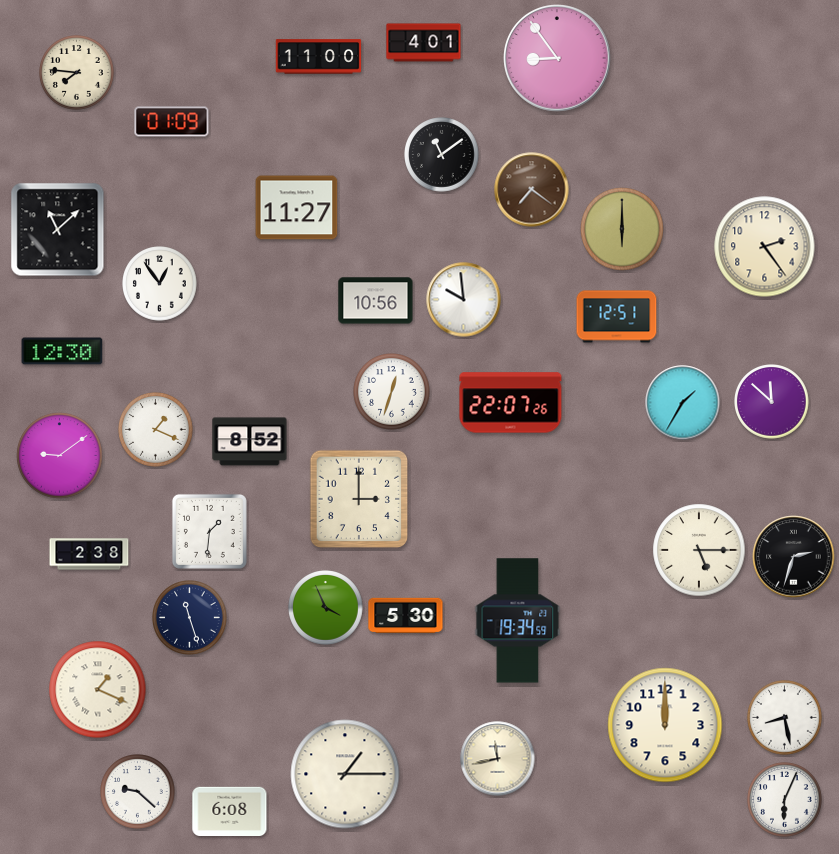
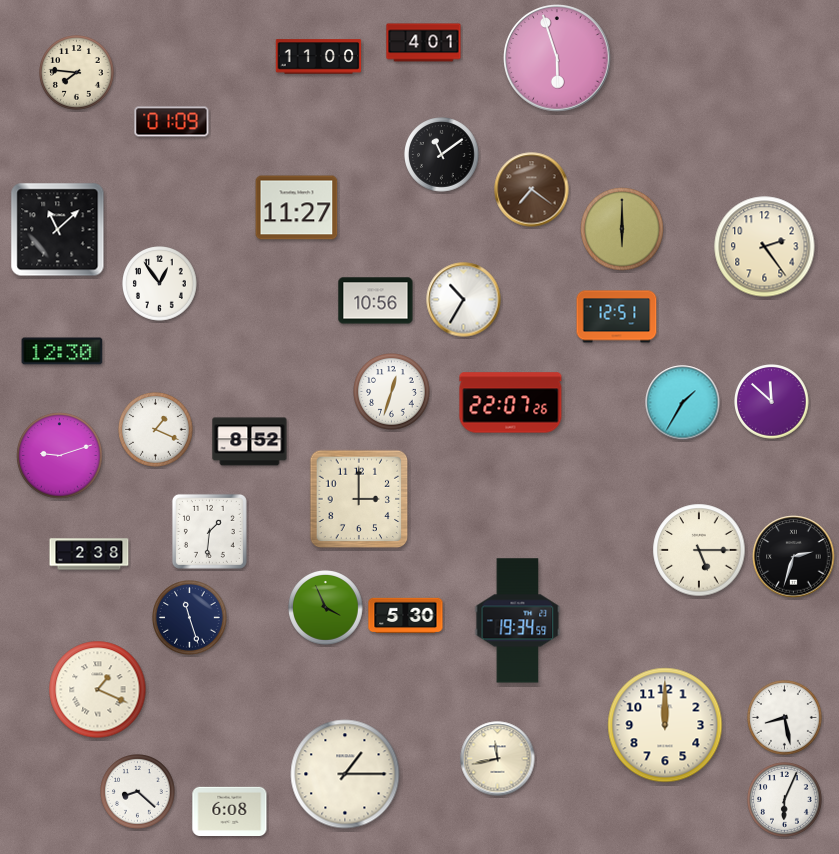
clock at (557, 58): 8:54 -> 5:57
clock at (464, 300): 9:59 -> 10:35
clock at (60, 456): 9:09 -> 9:12
clock at (138, 792): 9:22 -> 8:22
